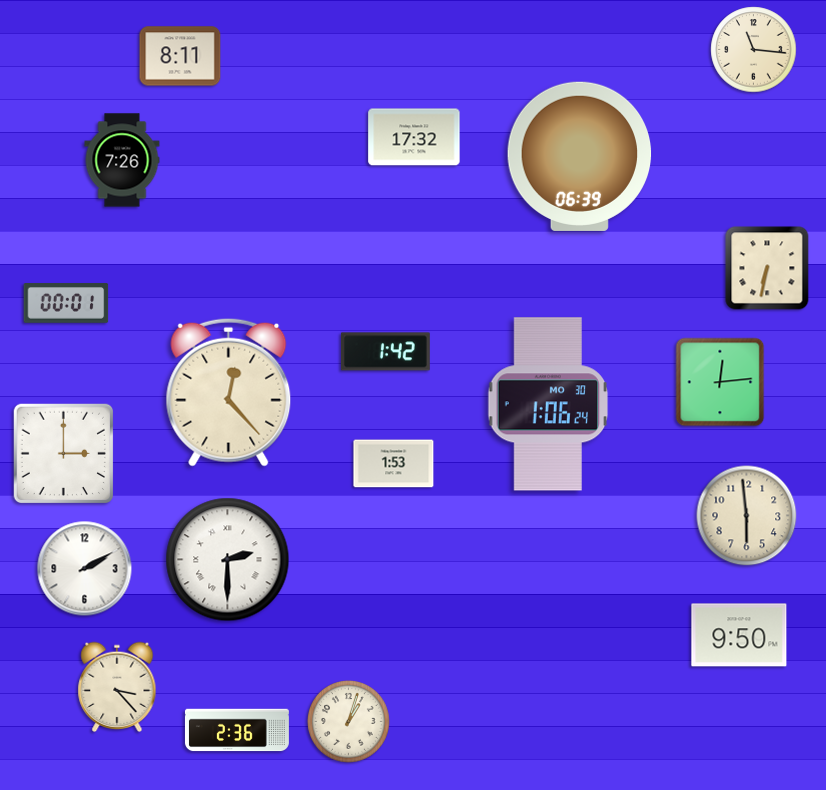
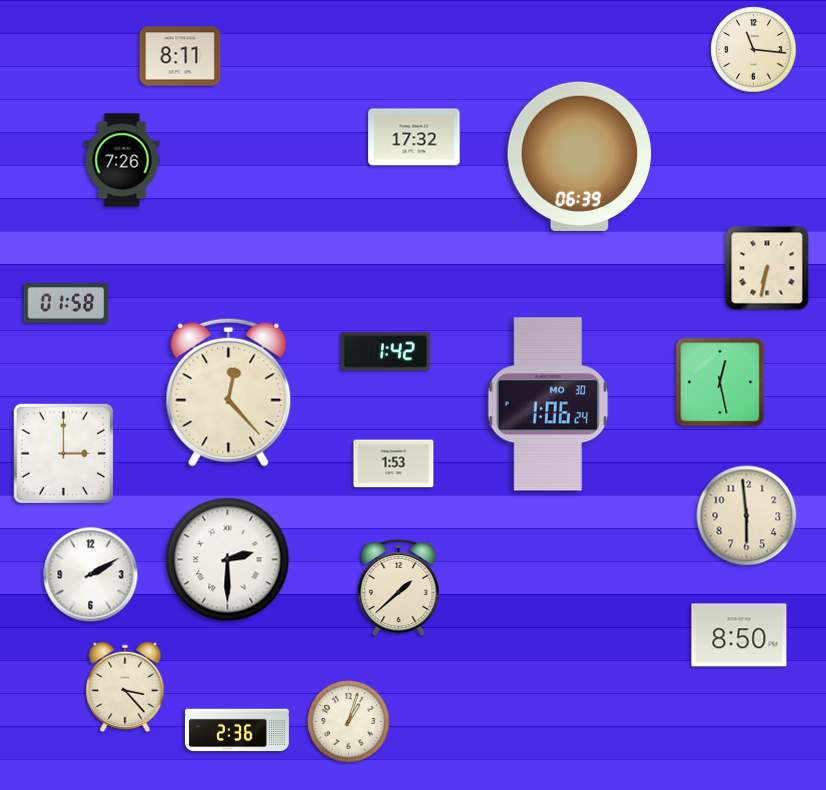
clock at (66, 303): 00:01 -> 01:58
clock at (720, 382): 12:14 -> 12:28
clock at (85, 569) position: (85, 569) -> (91, 575)
clock at (399, 588): none -> 1:38
clock at (739, 635): 9:50 -> 8:50
clock at (117, 687) position: (117, 687) -> (125, 687)
